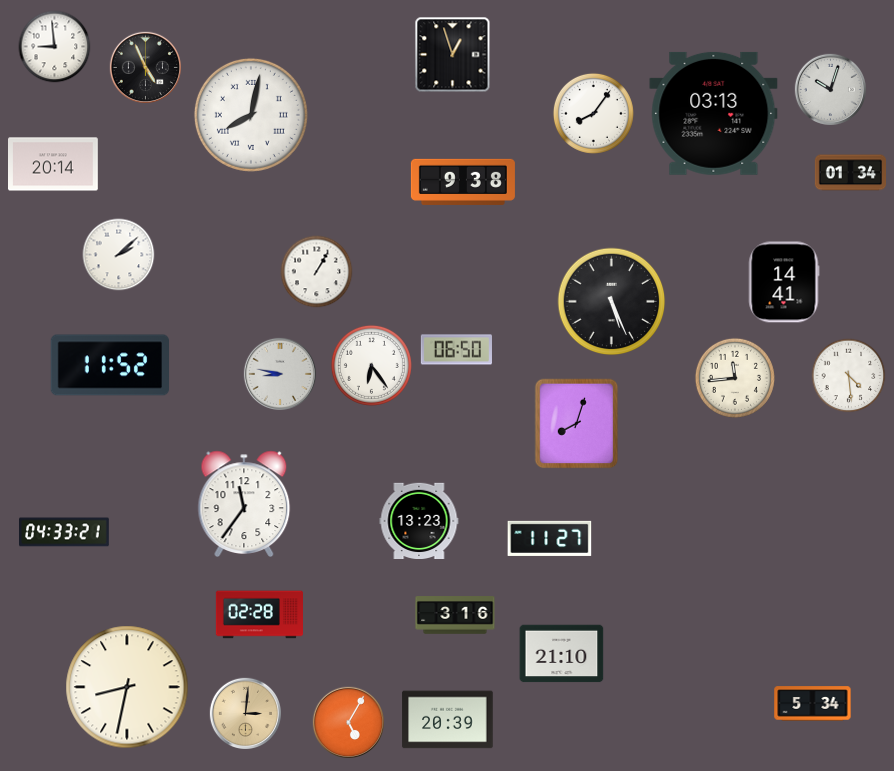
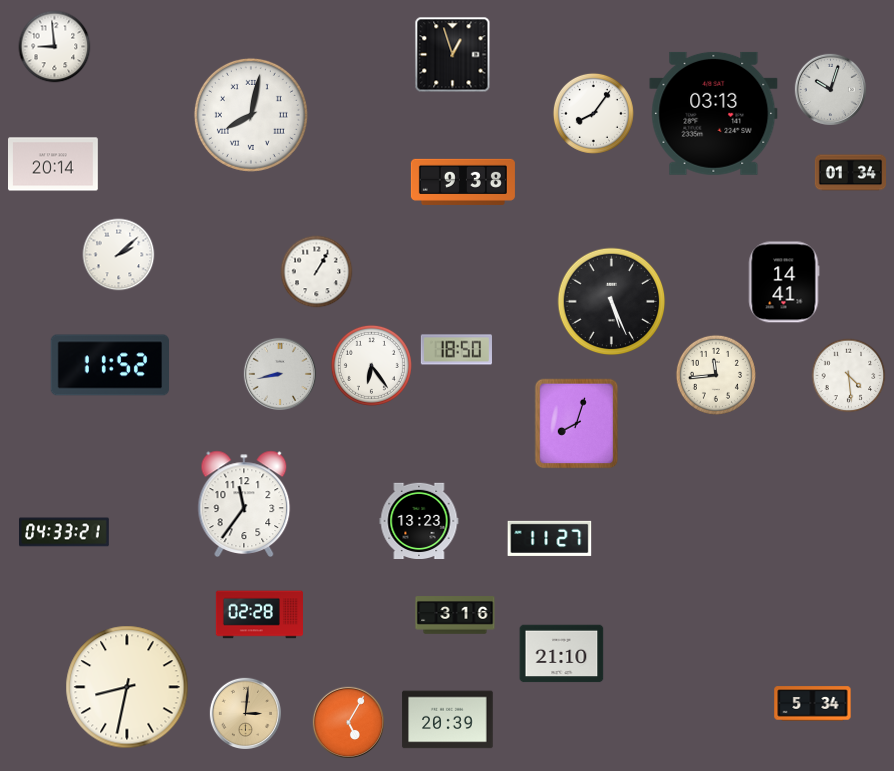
clock at (145, 67): 4:56 -> none
clock at (456, 350): 06:50 -> 18:50
clock at (280, 374): 8:47 -> 8:43
clock at (735, 378) position: (735, 378) -> (716, 375)
